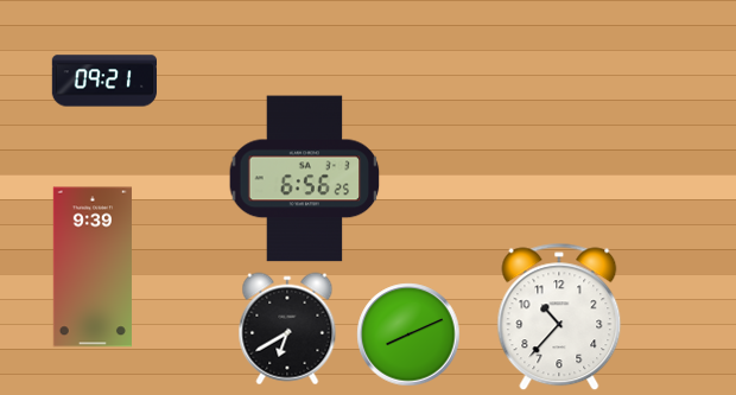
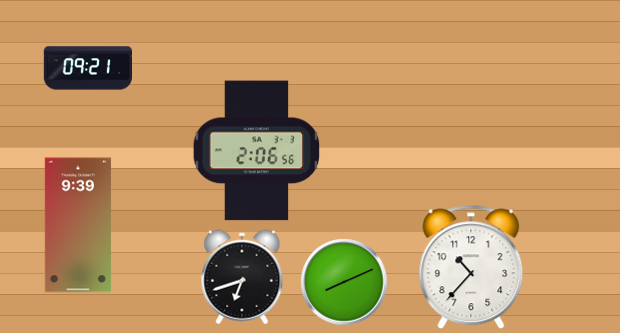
clock at (305, 179): 6:56 -> 2:06
clock at (287, 329): 6:40 -> 6:42
